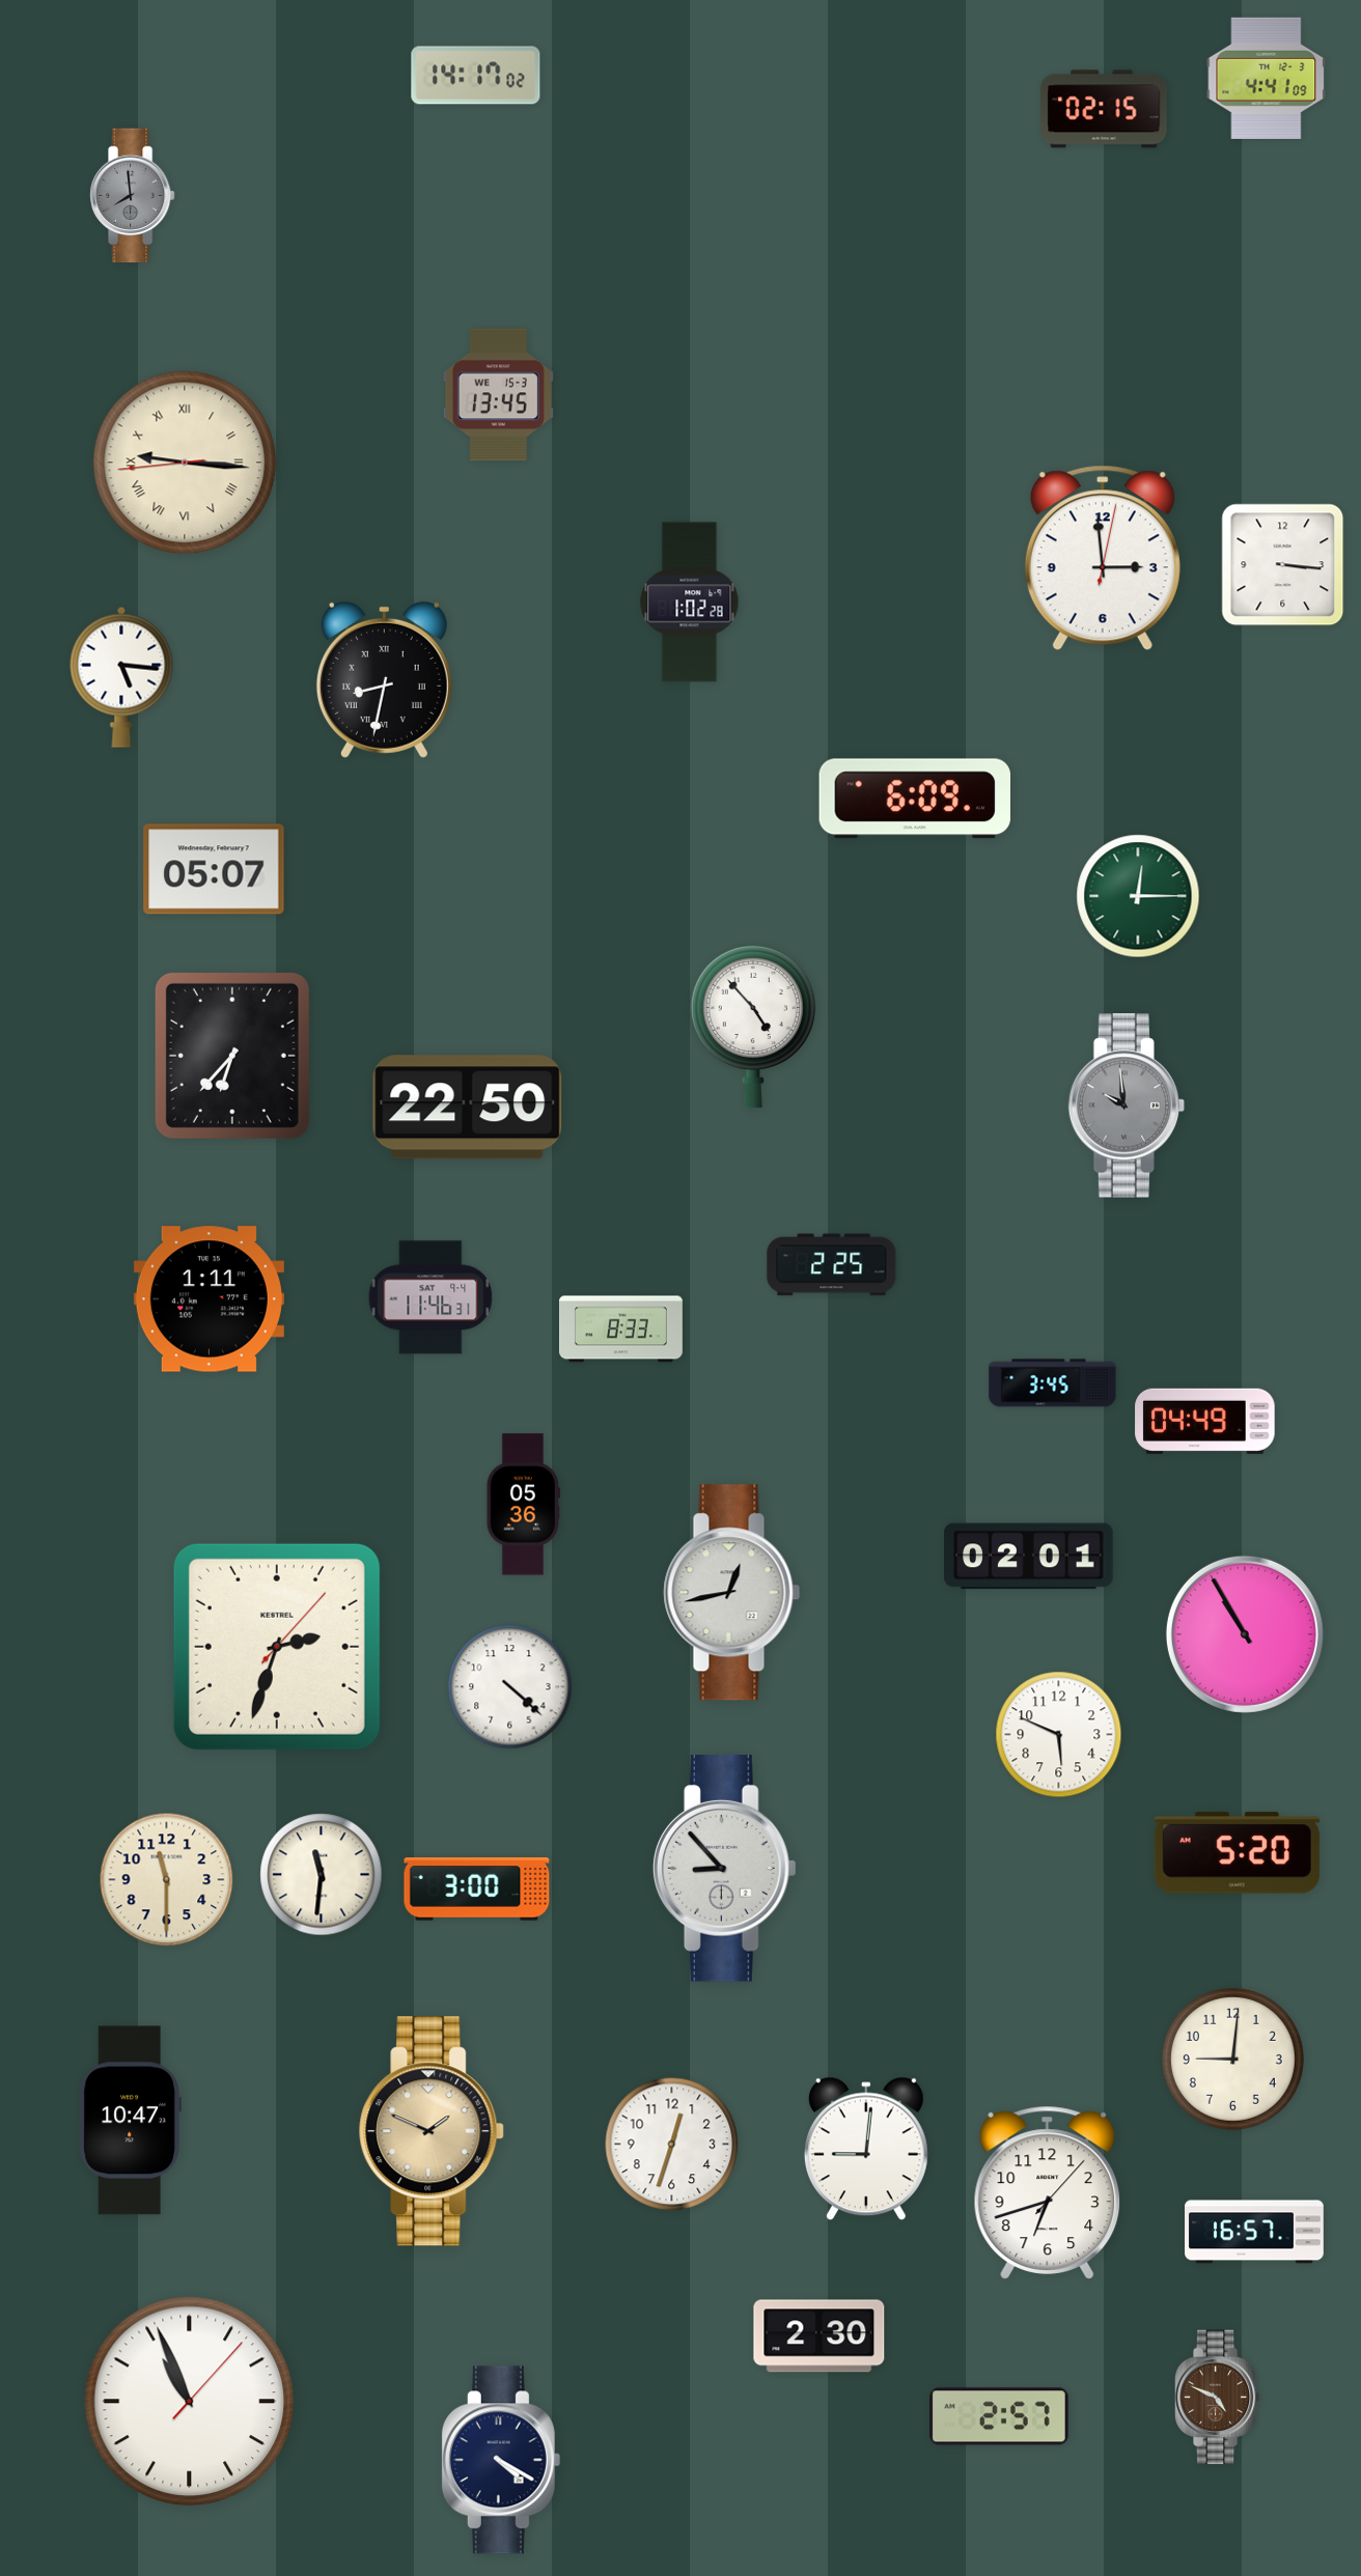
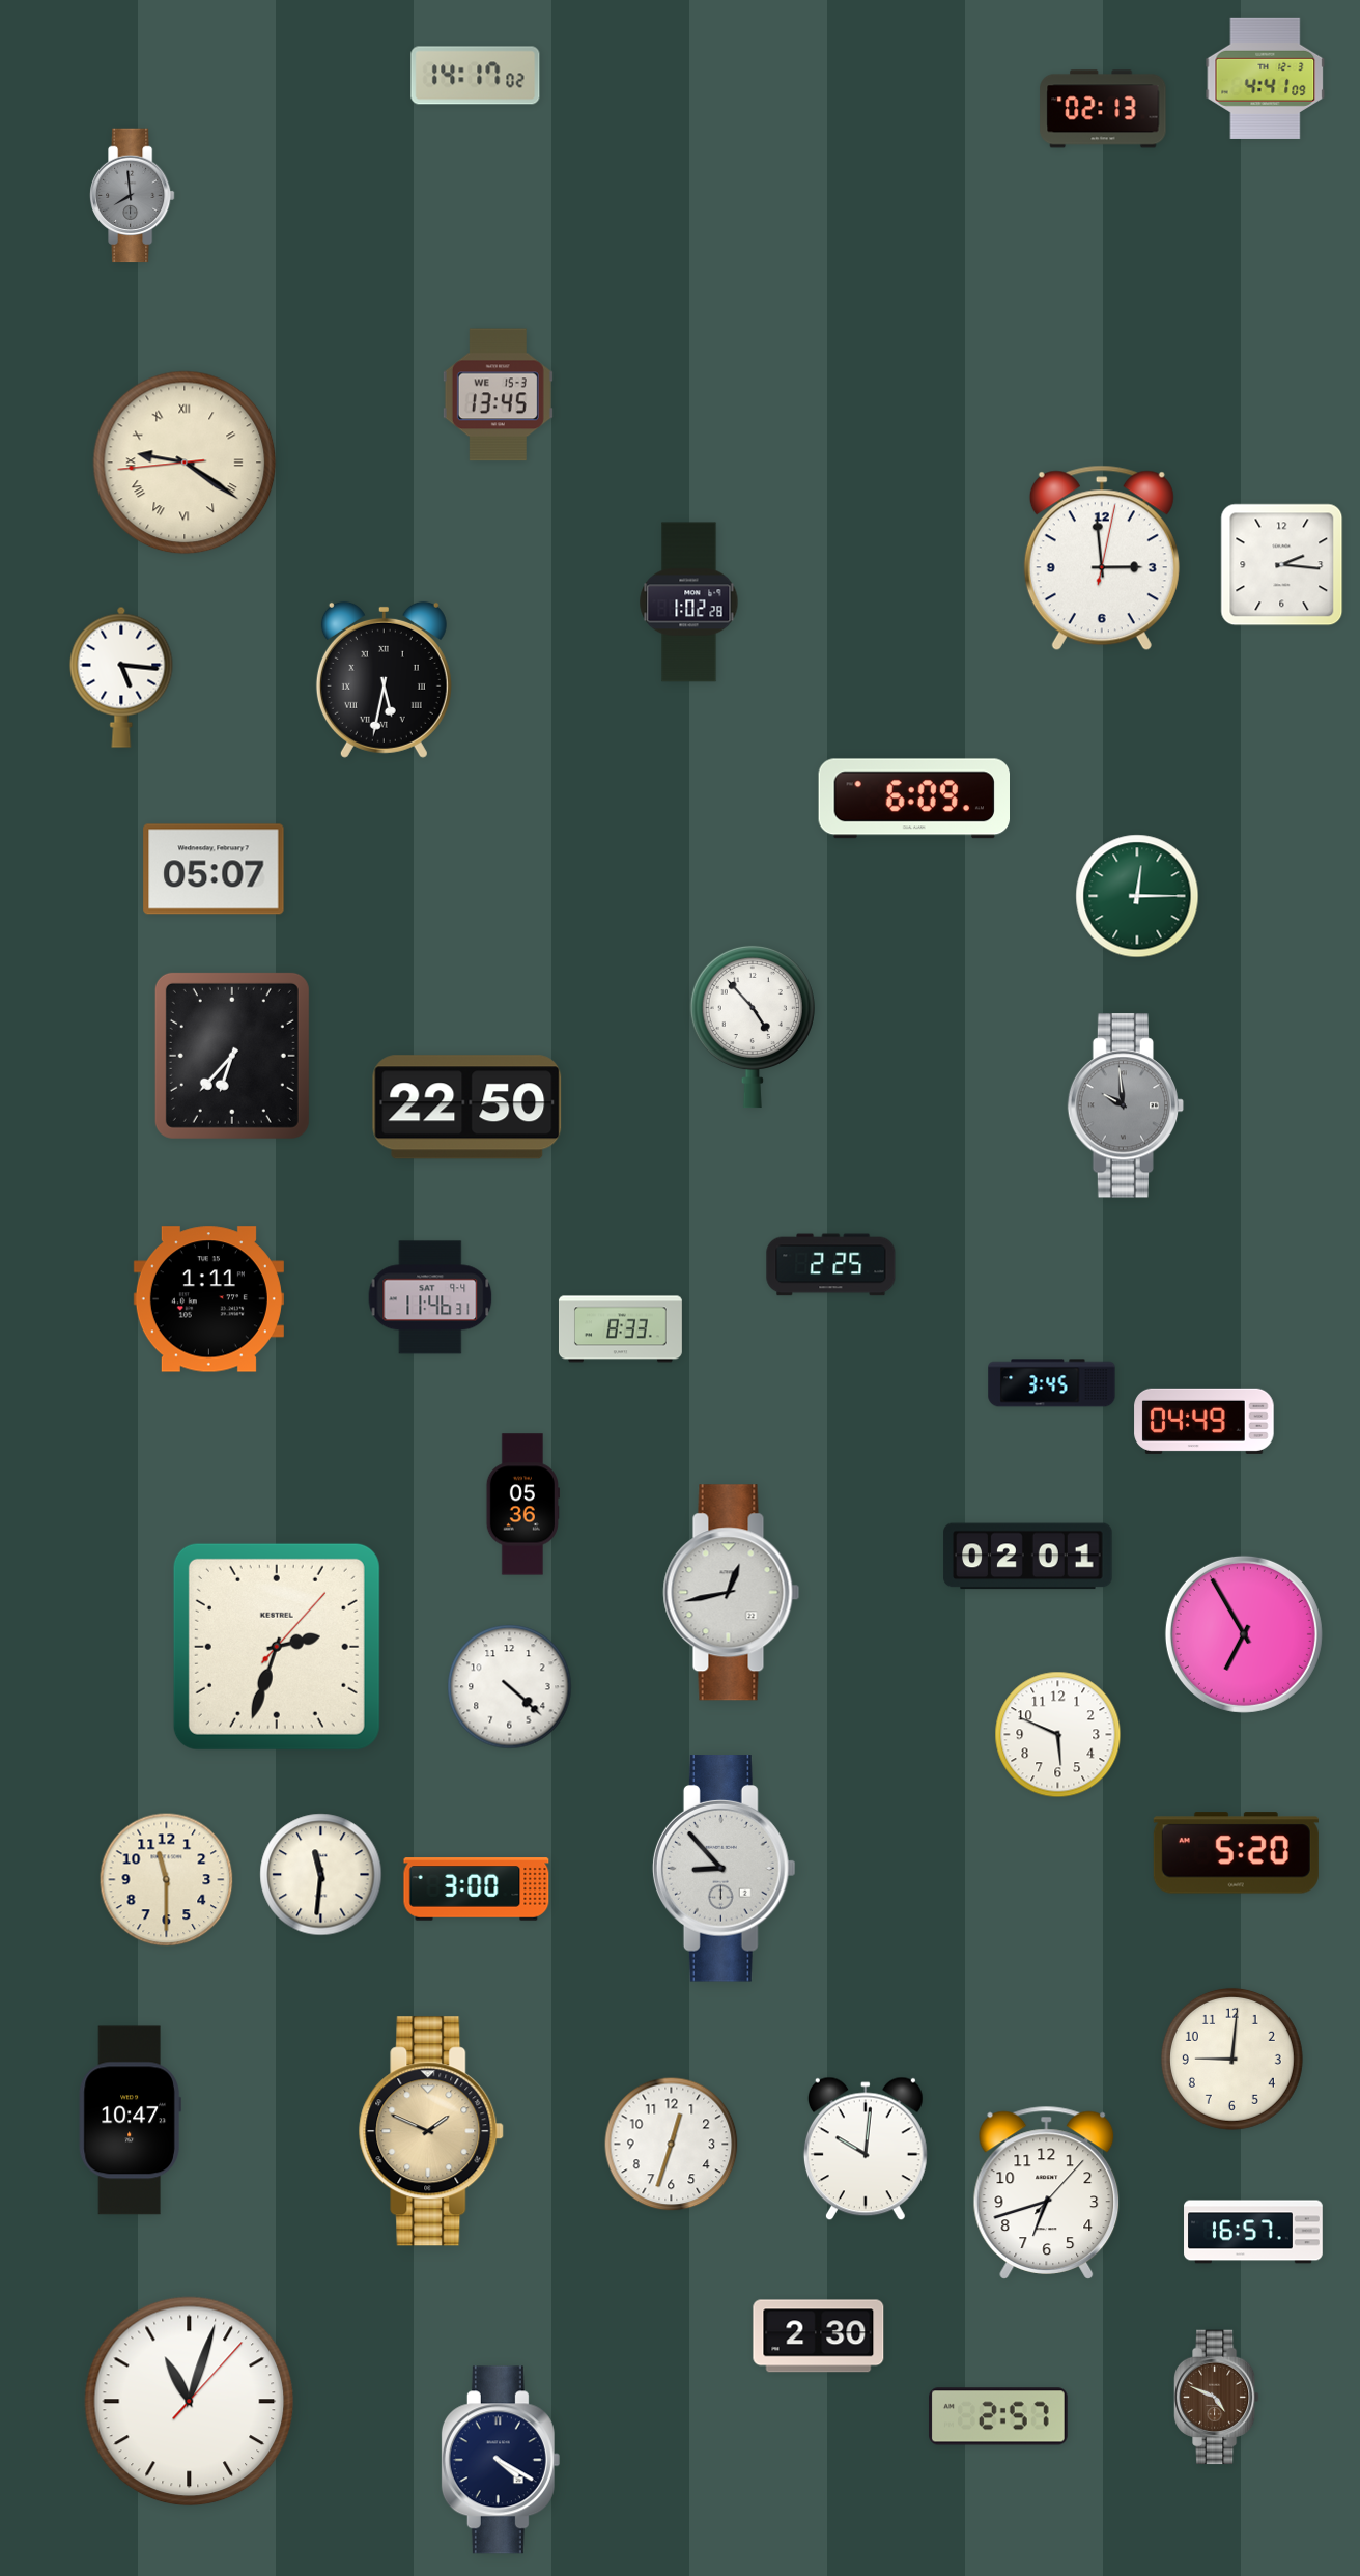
clock at (1104, 109): 02:15 -> 02:13
clock at (185, 463): 9:15 -> 9:20
clock at (1283, 565): 3:16 -> 2:16
clock at (384, 679): 8:32 -> 5:32
clock at (1245, 1634): 10:55 -> 6:55
clock at (866, 2149): 9:01 -> 10:01
clock at (190, 2402): 10:56 -> 11:03
